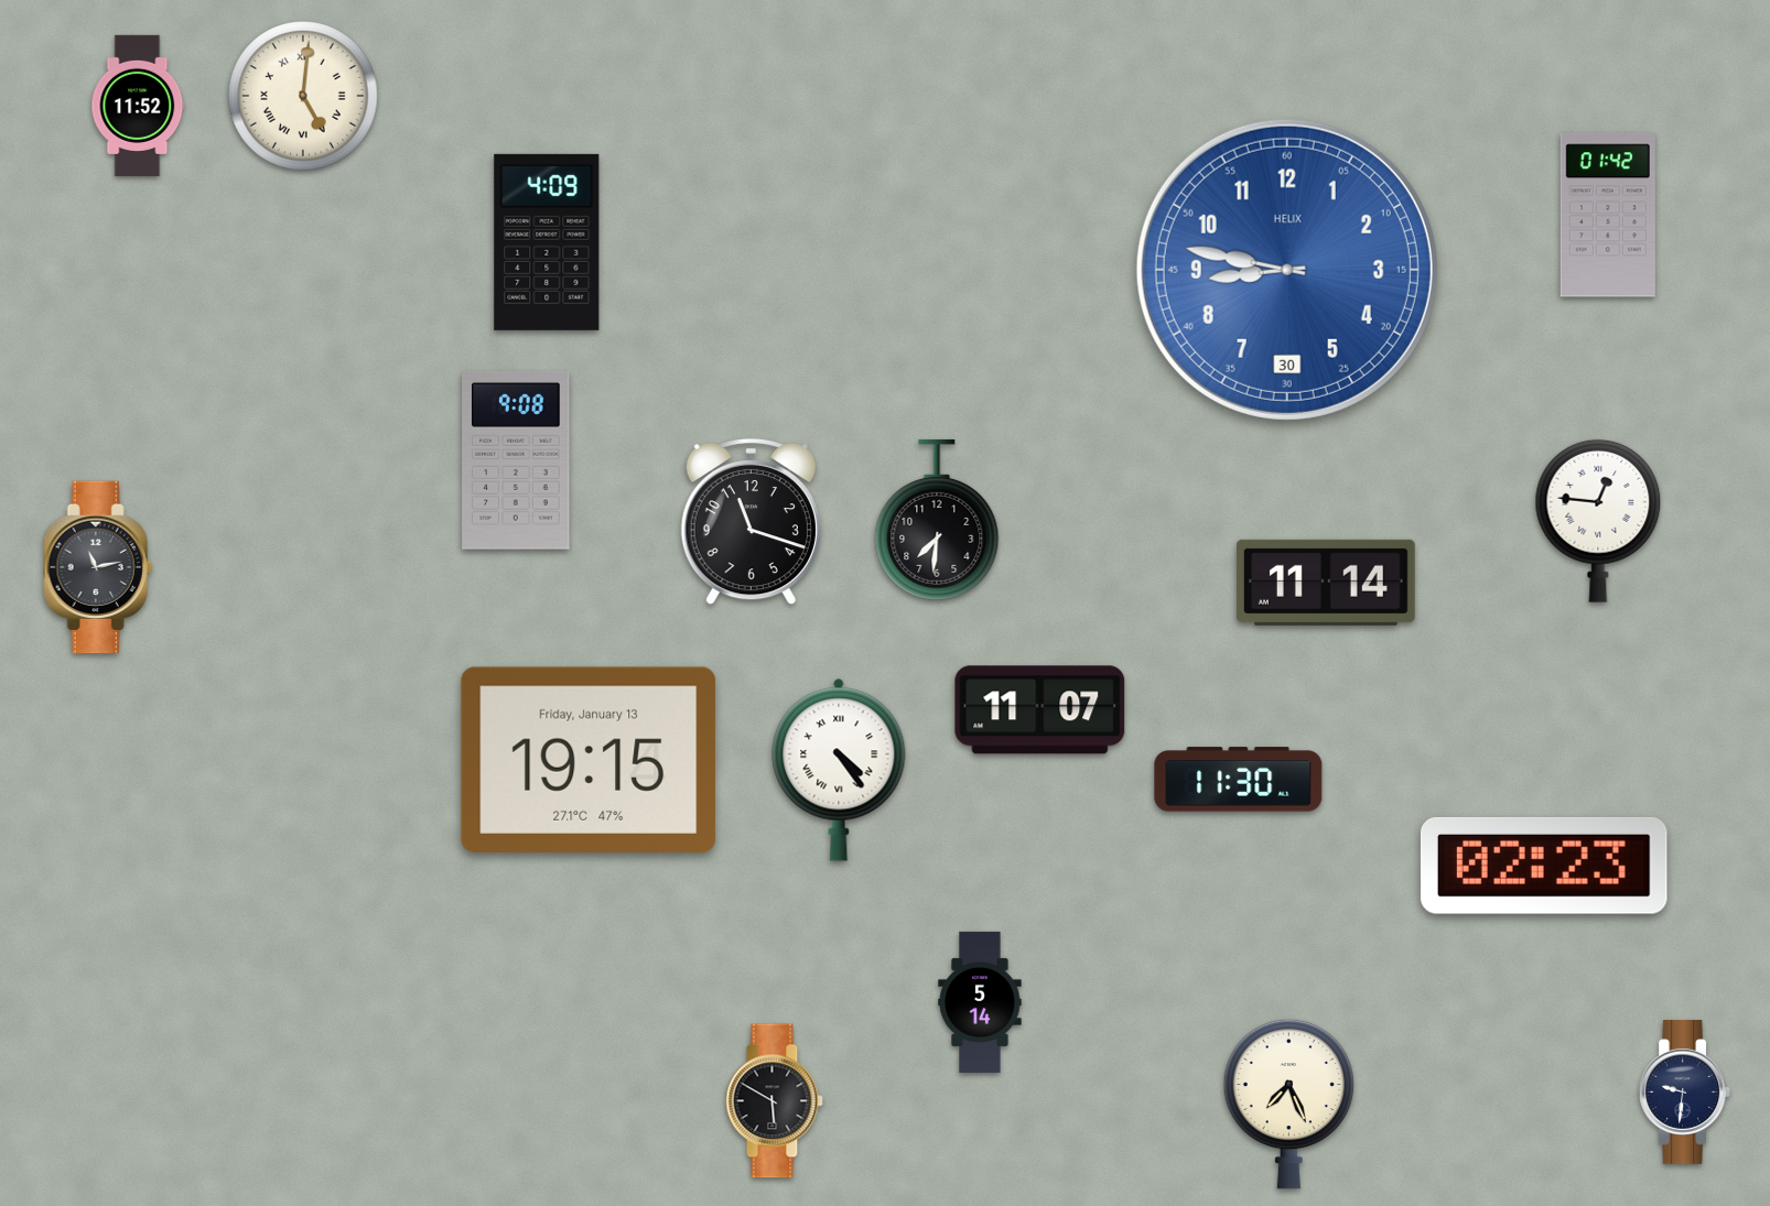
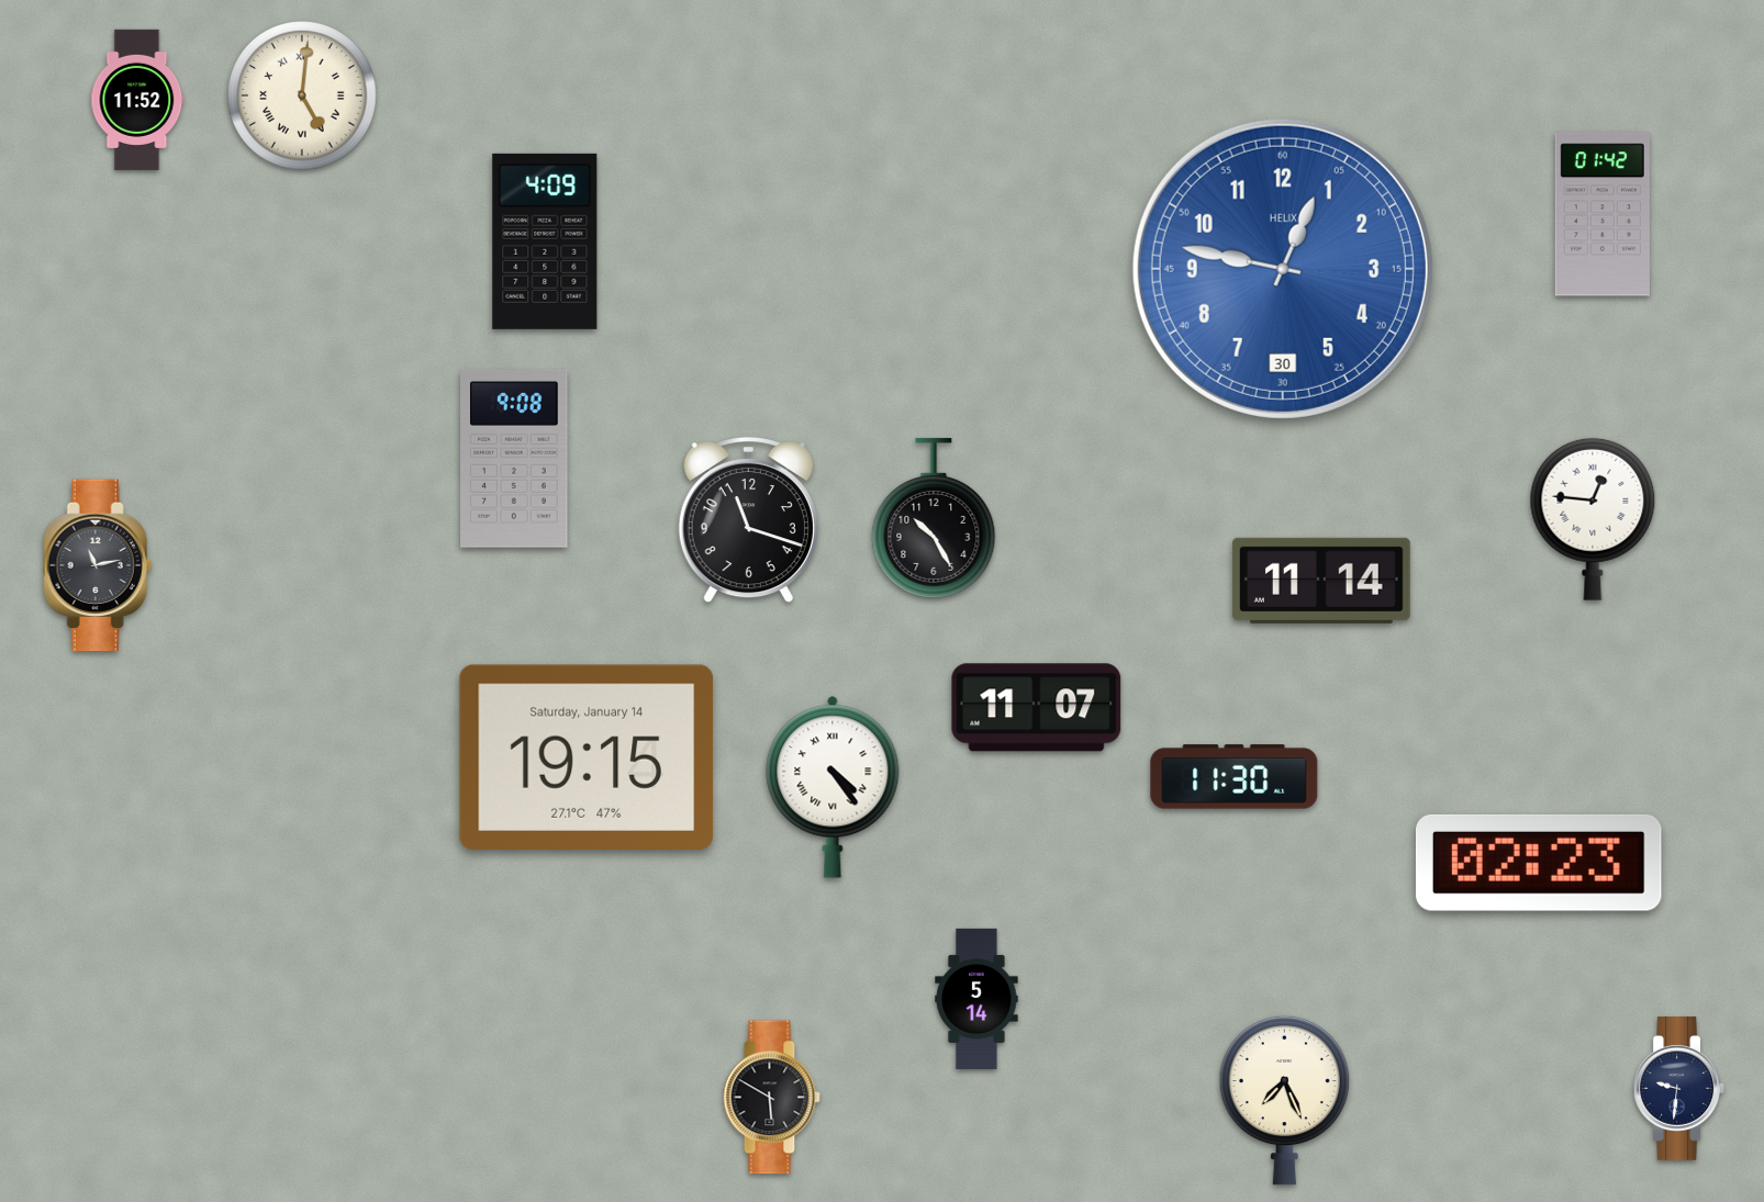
clock at (138, 106) position: (138, 106) -> (137, 100)
clock at (1287, 270): 8:47 -> 12:47
clock at (937, 520): 7:31 -> 10:25
clock at (589, 760) date: Friday, January 13 -> Saturday, January 14
clock at (839, 770) position: (839, 770) -> (833, 787)
